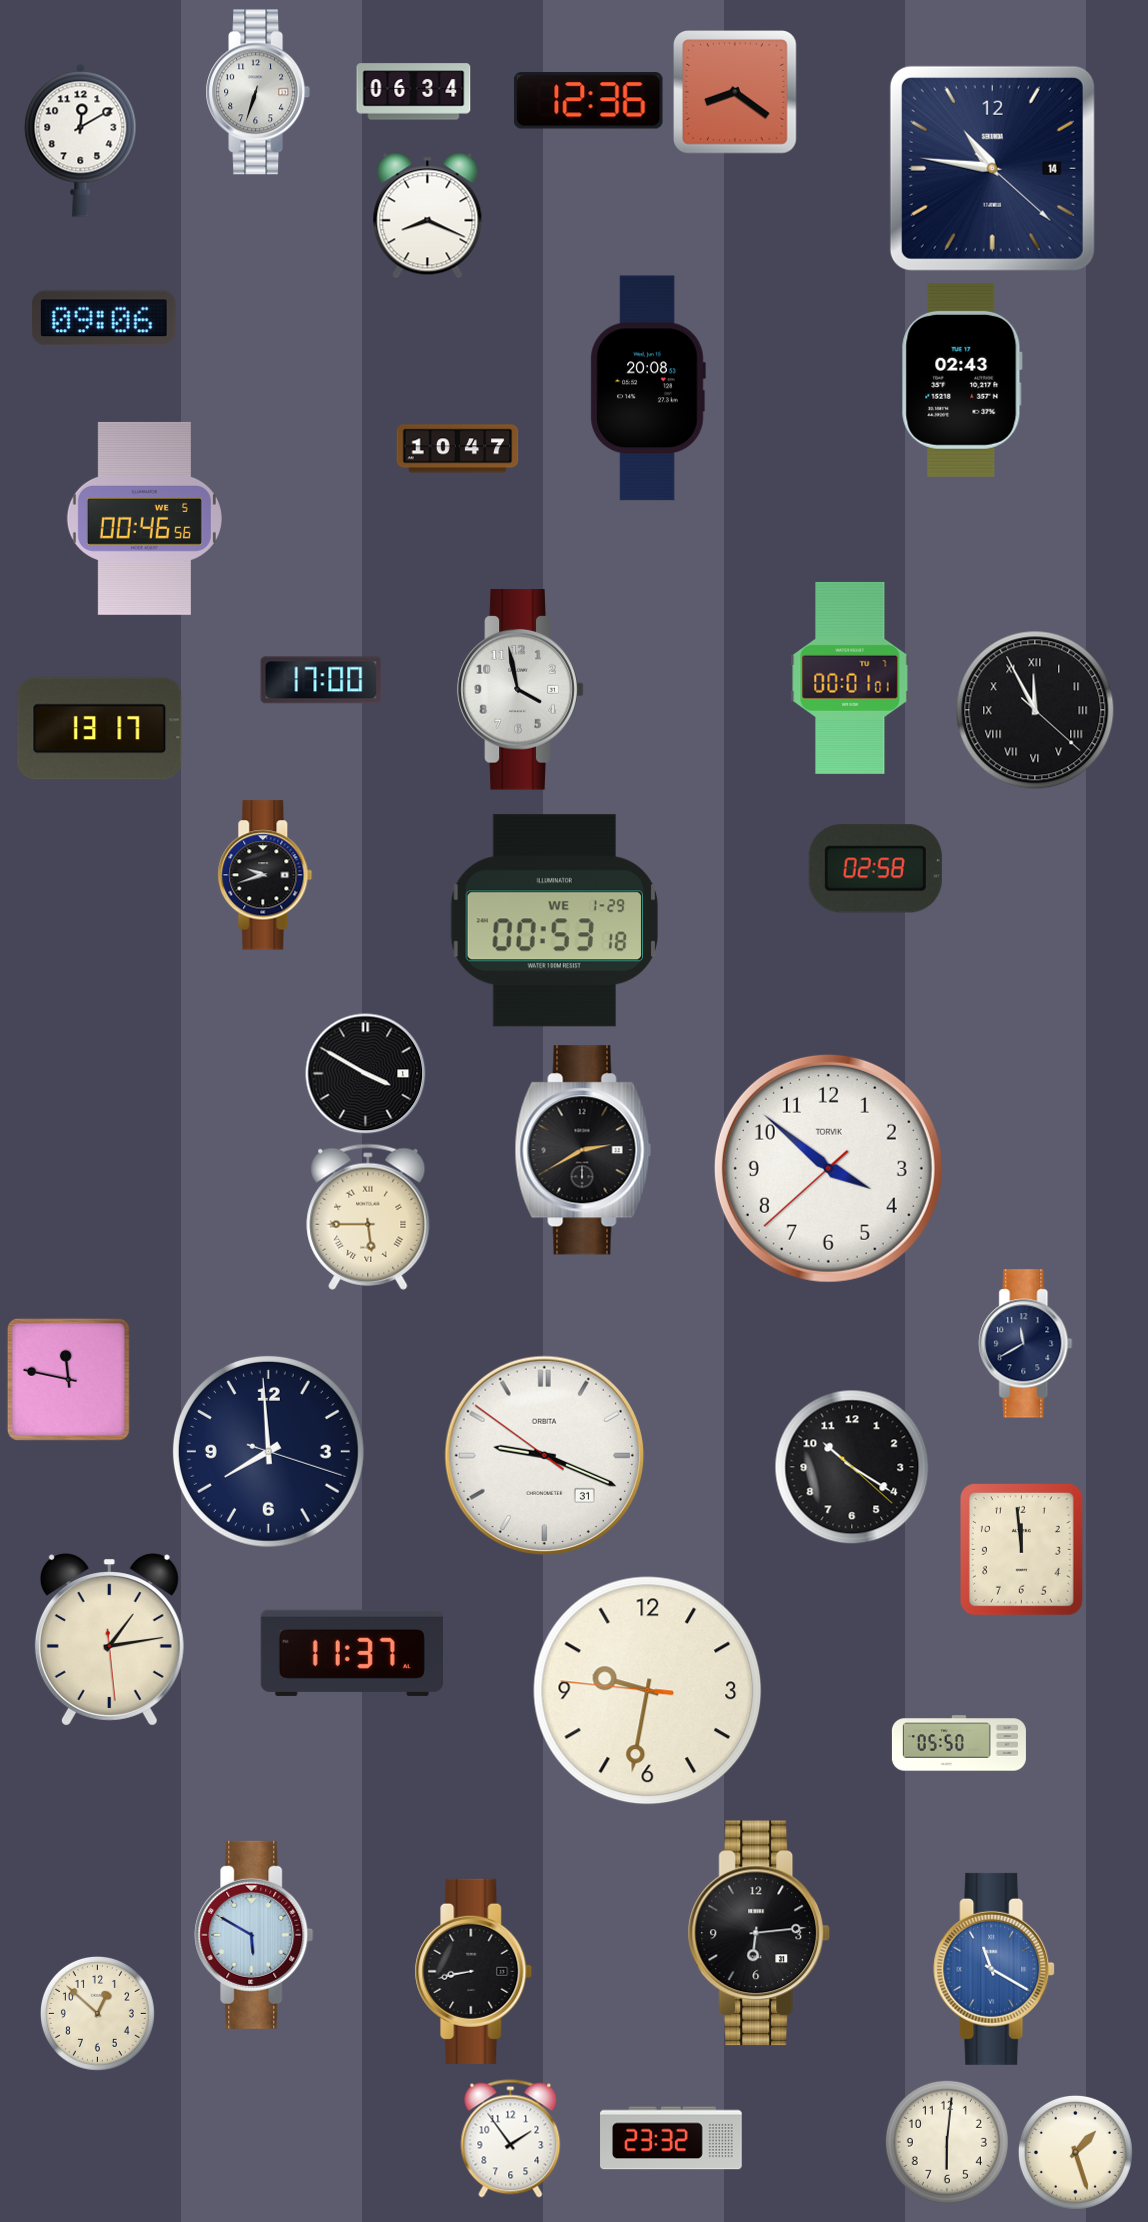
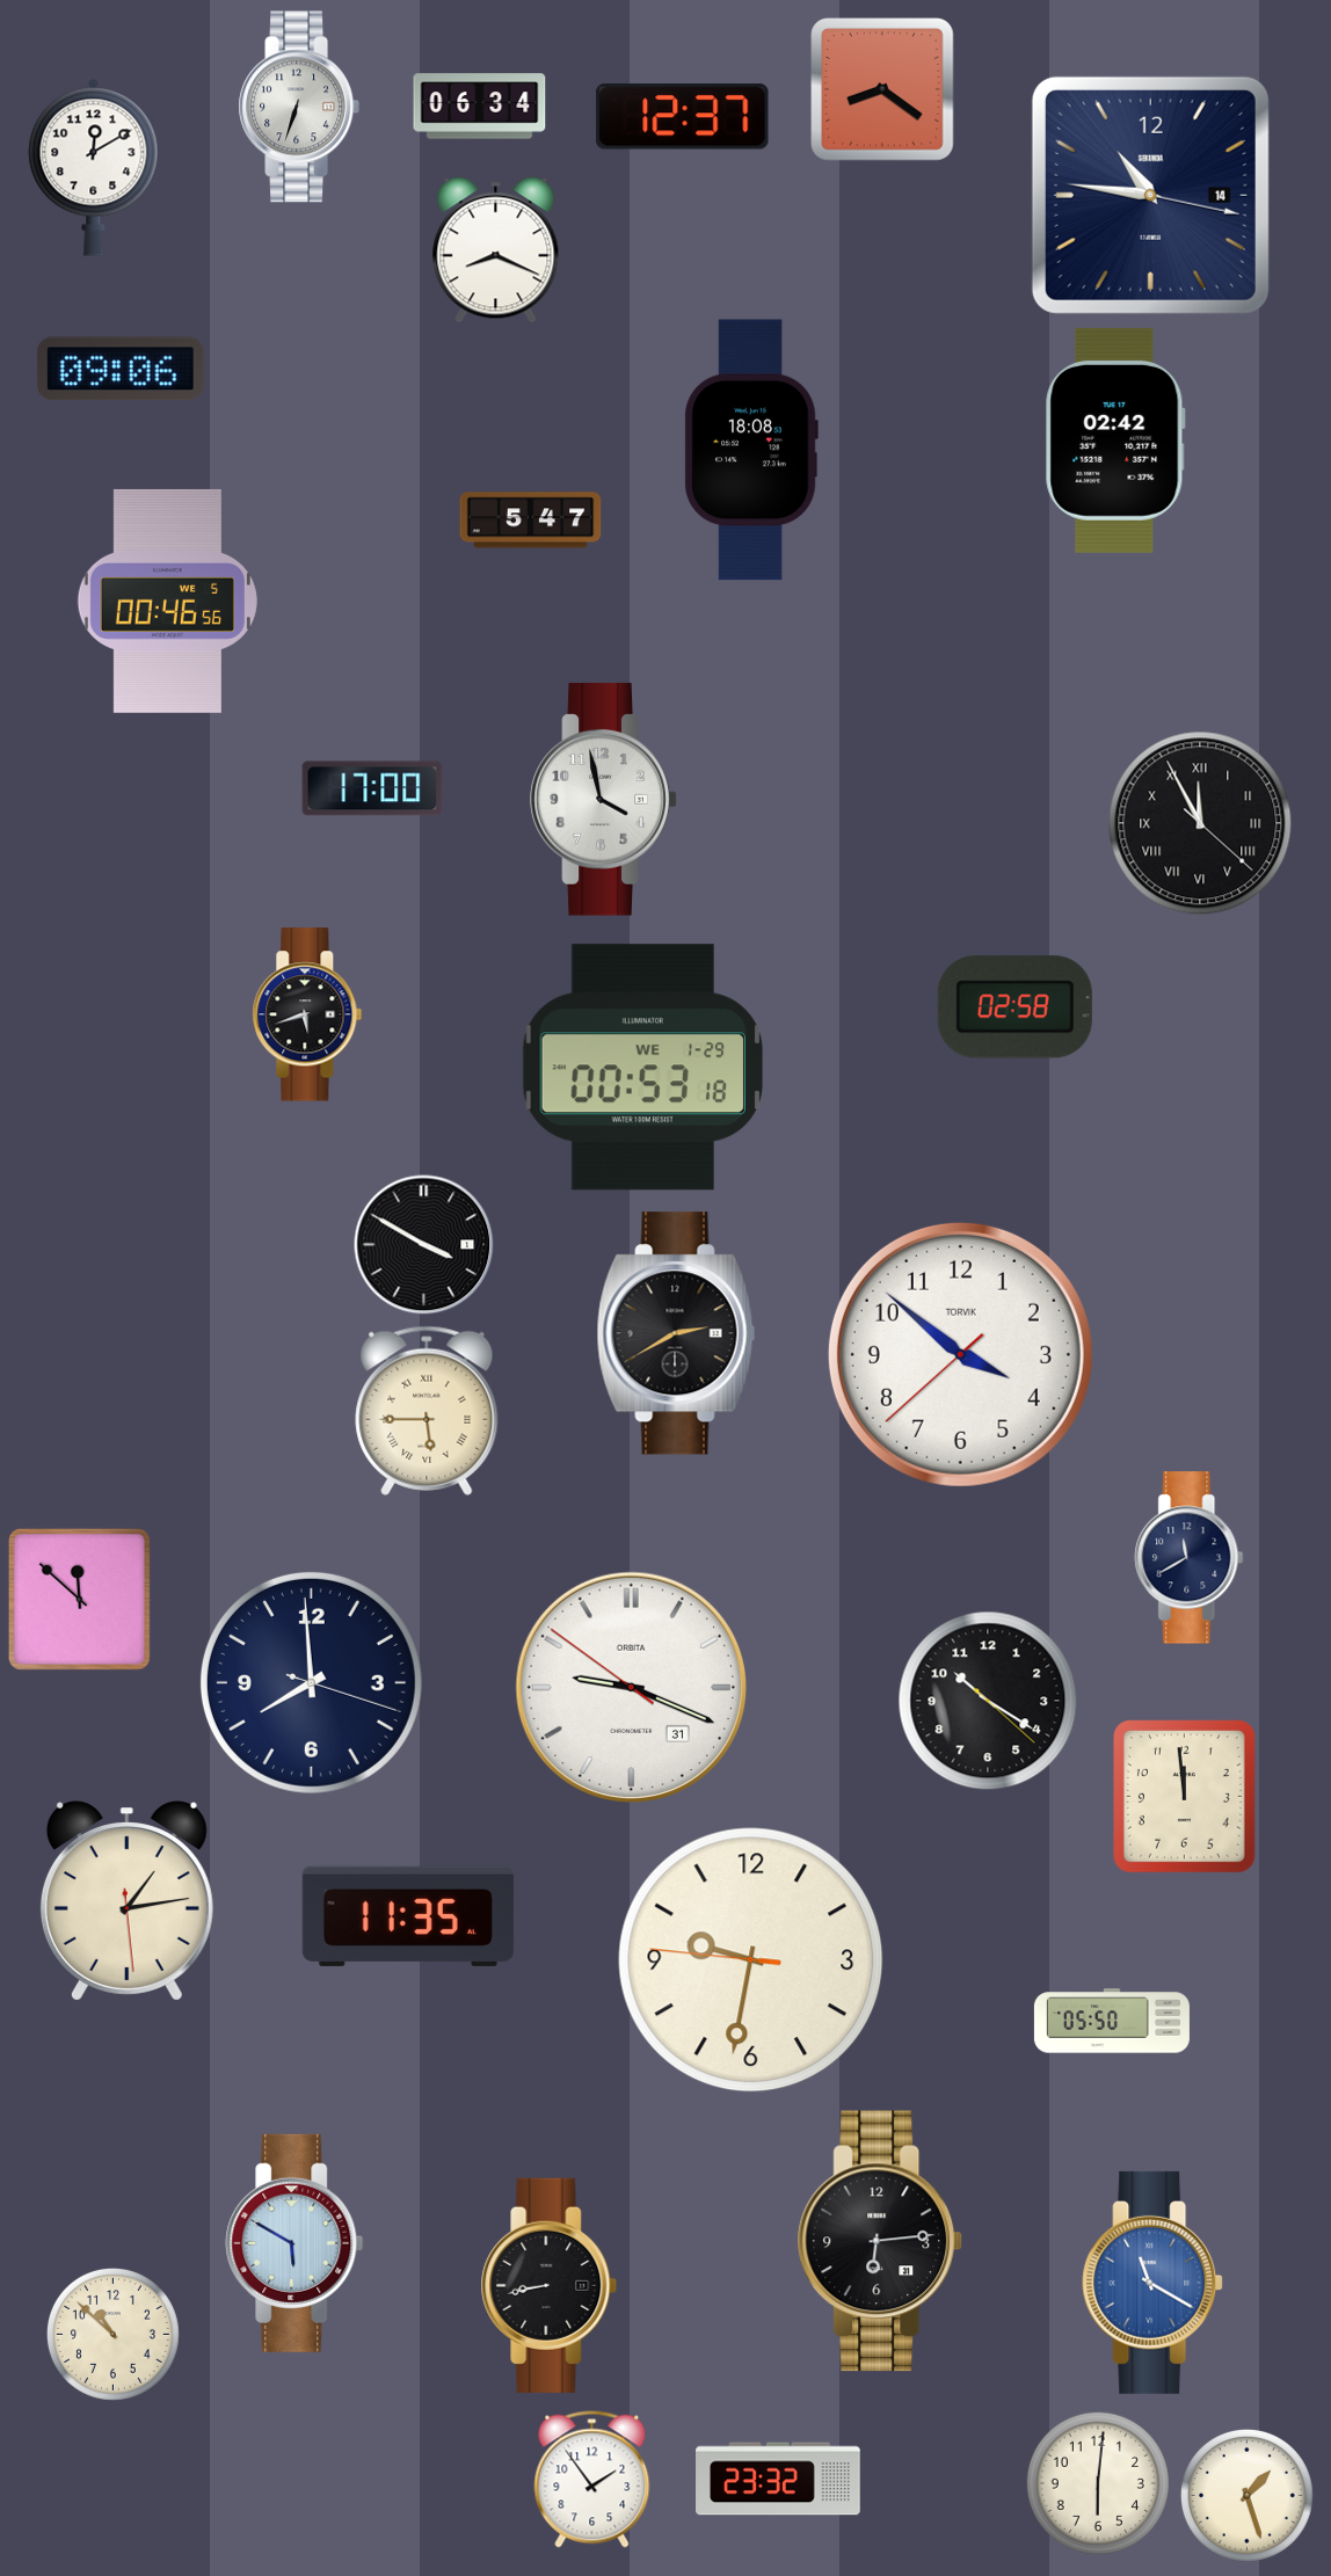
clock at (736, 93) position: (736, 93) -> (883, 90)
clock at (589, 101): 12:36 -> 12:37
clock at (81, 140) position: (81, 140) -> (94, 167)
clock at (992, 168): 10:46:22 -> 10:46:17
clock at (962, 380): 02:43 -> 02:42
clock at (648, 388): 20:08 -> 18:08
clock at (458, 449): 10:47 -> 5:47
clock at (850, 678): 00:01 -> none
clock at (100, 729): 13:17 -> none
clock at (265, 875): 9:42 -> 5:42
clock at (68, 1379): 11:47 -> 11:52
clock at (352, 1653): 11:37 -> 11:35
clock at (97, 2013): 12:52 -> 10:52
